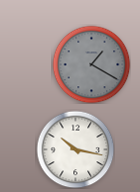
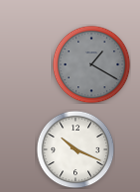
clock at (75, 149): 10:17 -> 10:19
